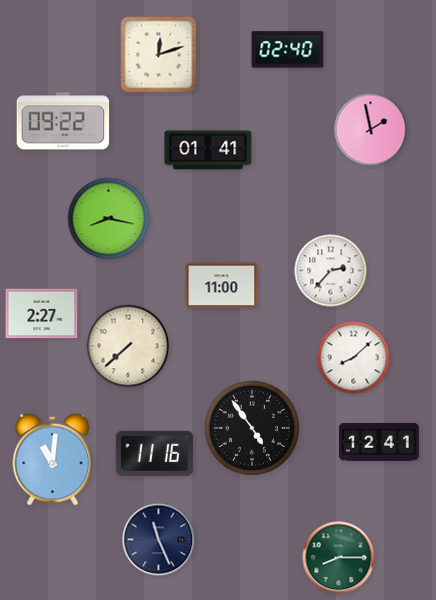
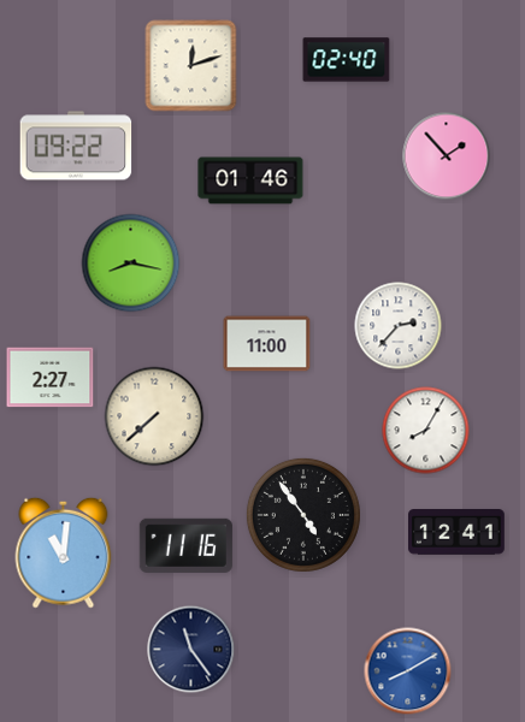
clock at (371, 130): 1:58 -> 1:53
clock at (208, 150): 01:41 -> 01:46
clock at (354, 358): 8:08 -> 8:05
clock at (159, 540): 11:26 -> 11:24
clock at (339, 558): 8:15 -> 8:10
clock at (339, 558) dial: green -> blue
